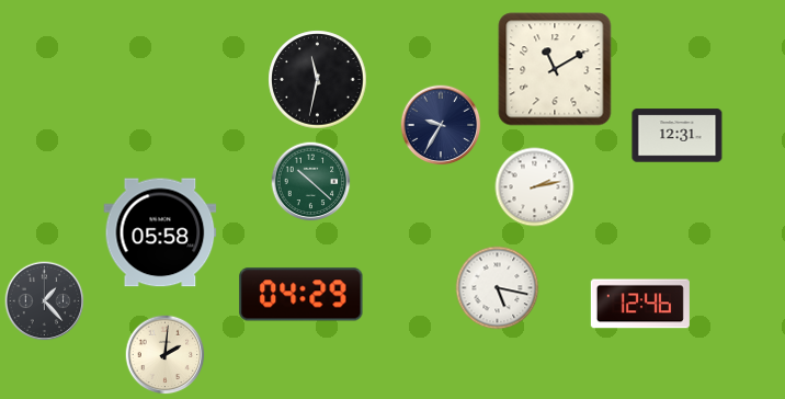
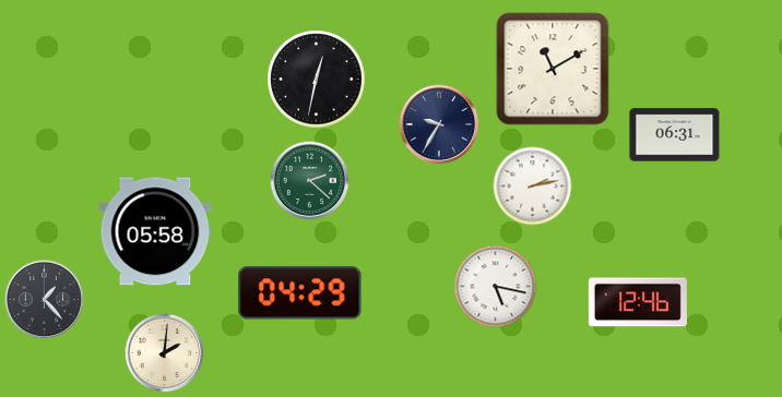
clock at (318, 80): 11:32 -> 12:32
clock at (678, 136): 12:31 -> 06:31
clock at (311, 182): 10:22 -> 2:22
clock at (160, 232) position: (160, 232) -> (155, 231)
